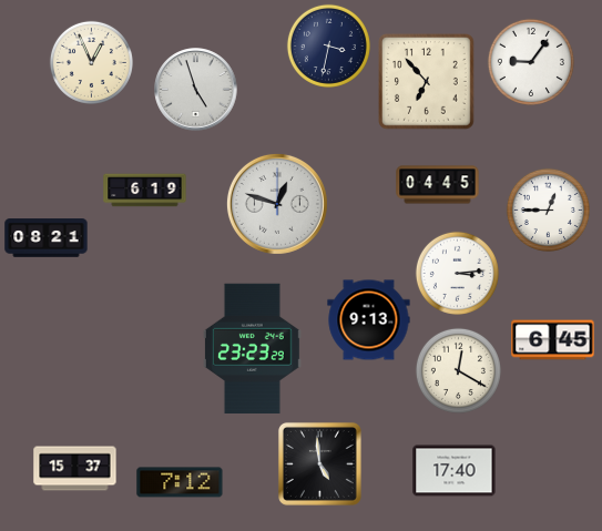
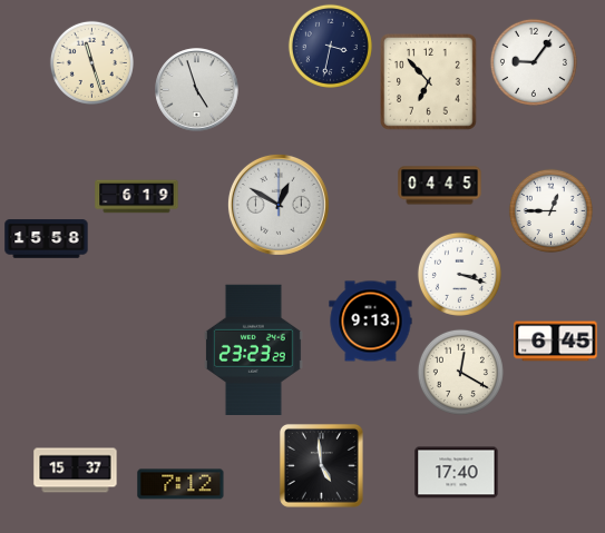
clock at (91, 62): 12:56 -> 11:27
clock at (145, 191) position: (145, 191) -> (137, 197)
clock at (277, 204): 12:48 -> 12:50
clock at (47, 238): 08:21 -> 15:58
clock at (457, 273): 3:14 -> 3:18
